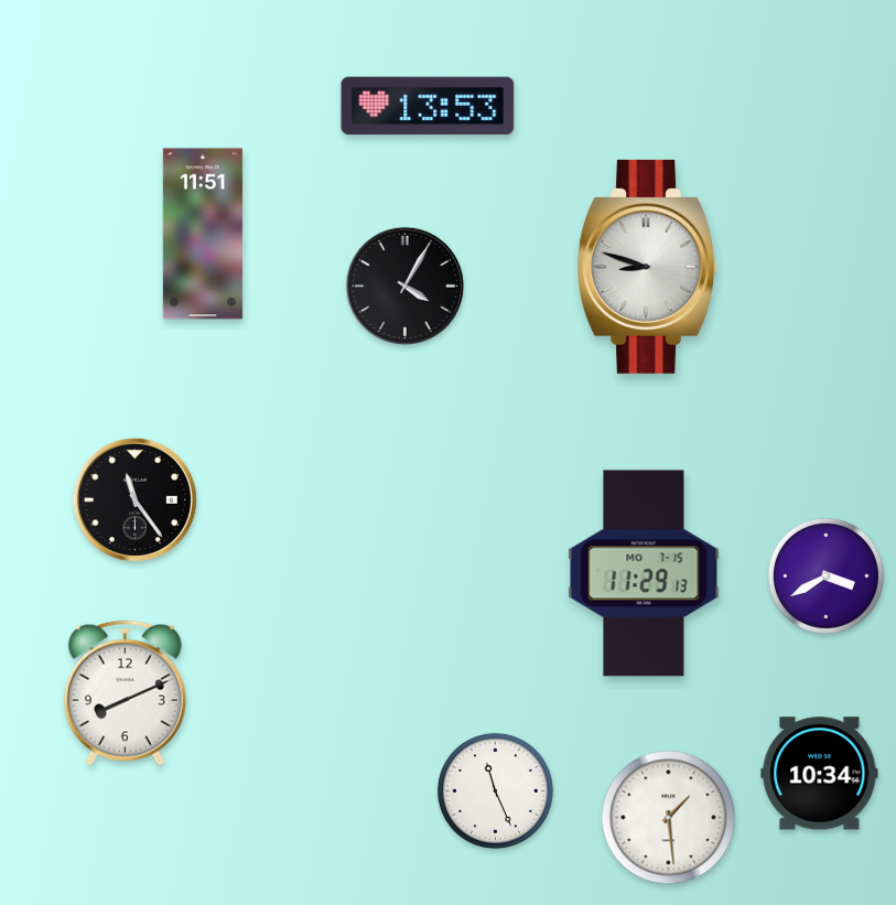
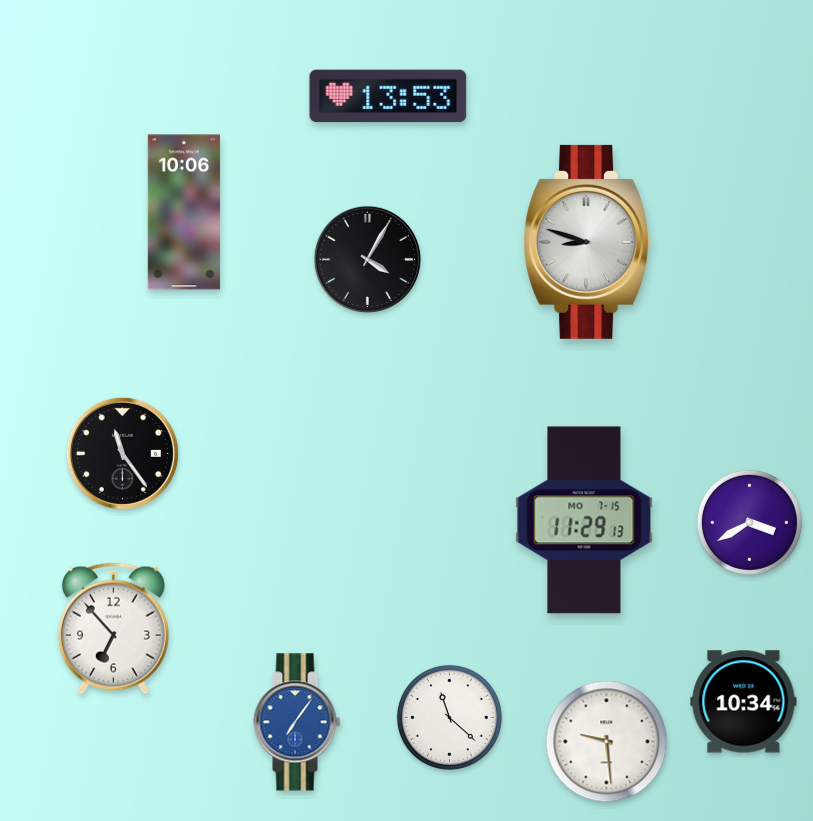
clock at (203, 234): 11:51 -> 10:06
clock at (125, 693): 8:11 -> 6:53
clock at (495, 790): 11:26 -> 11:22
clock at (297, 722): none -> 7:06
clock at (669, 818): 1:29 -> 9:29
